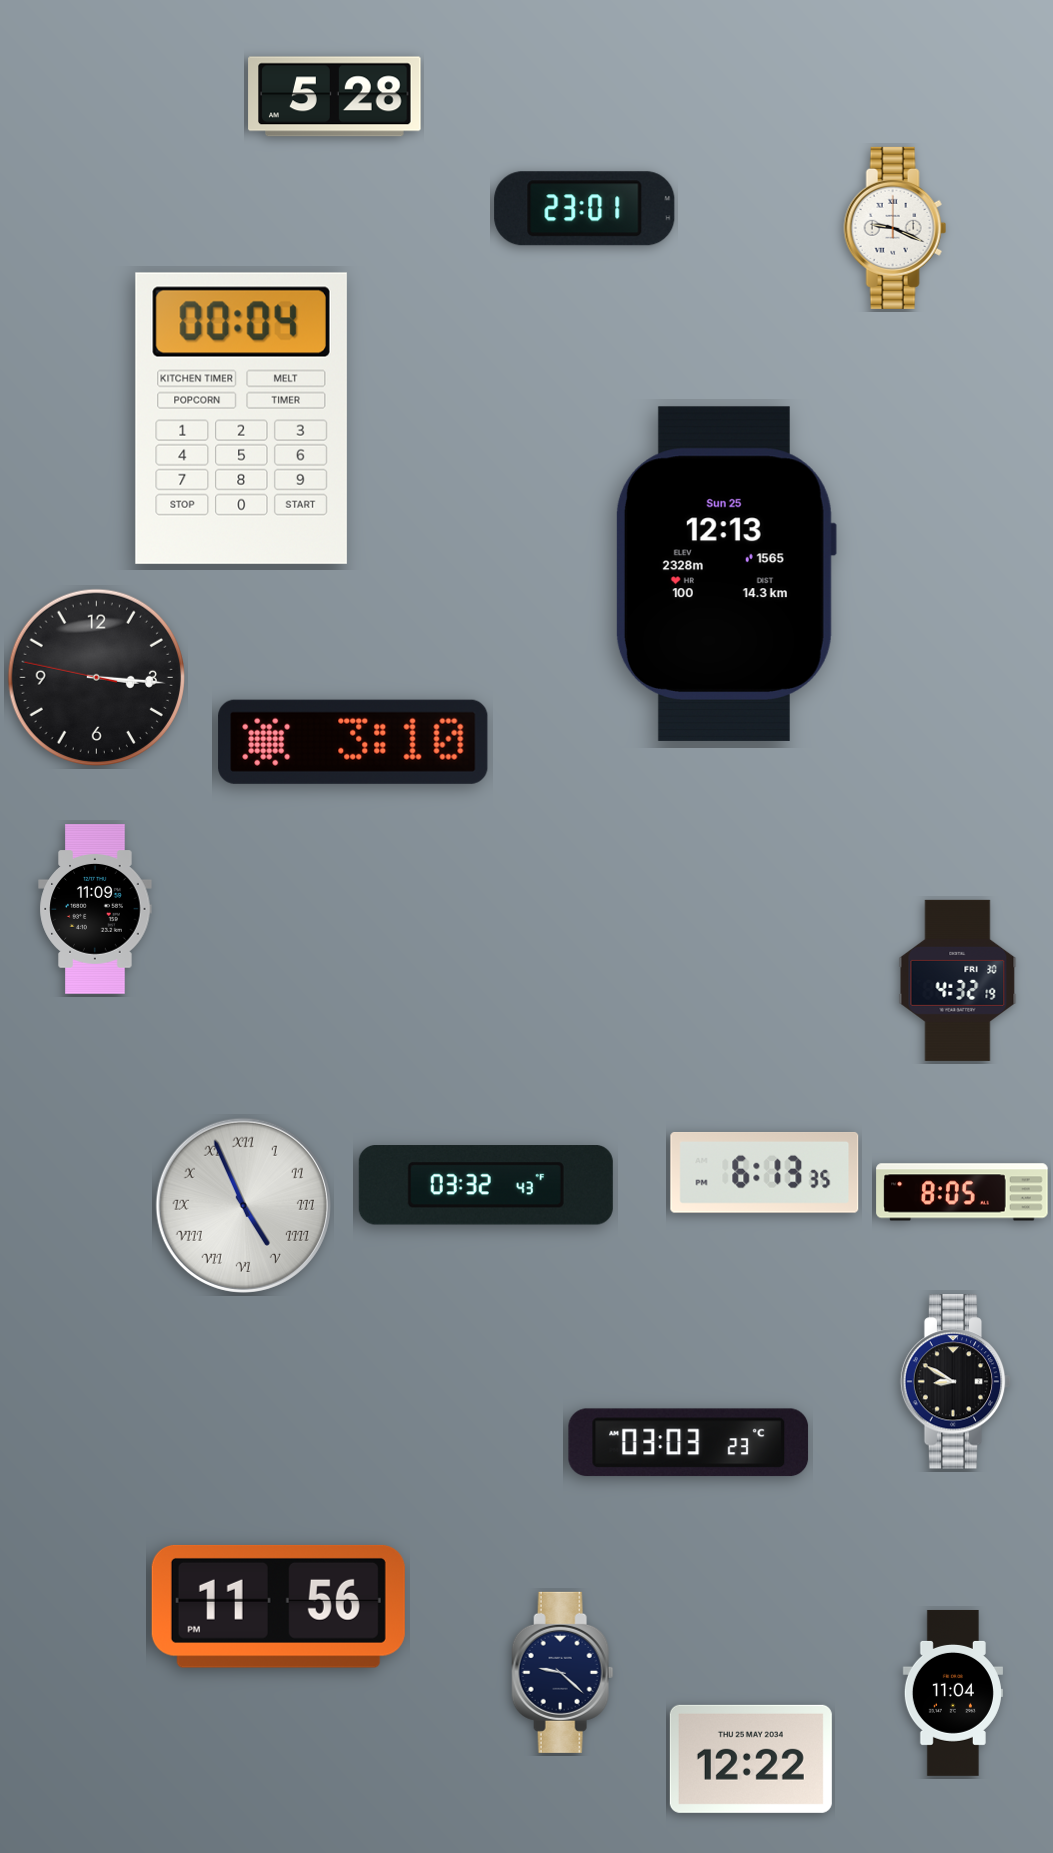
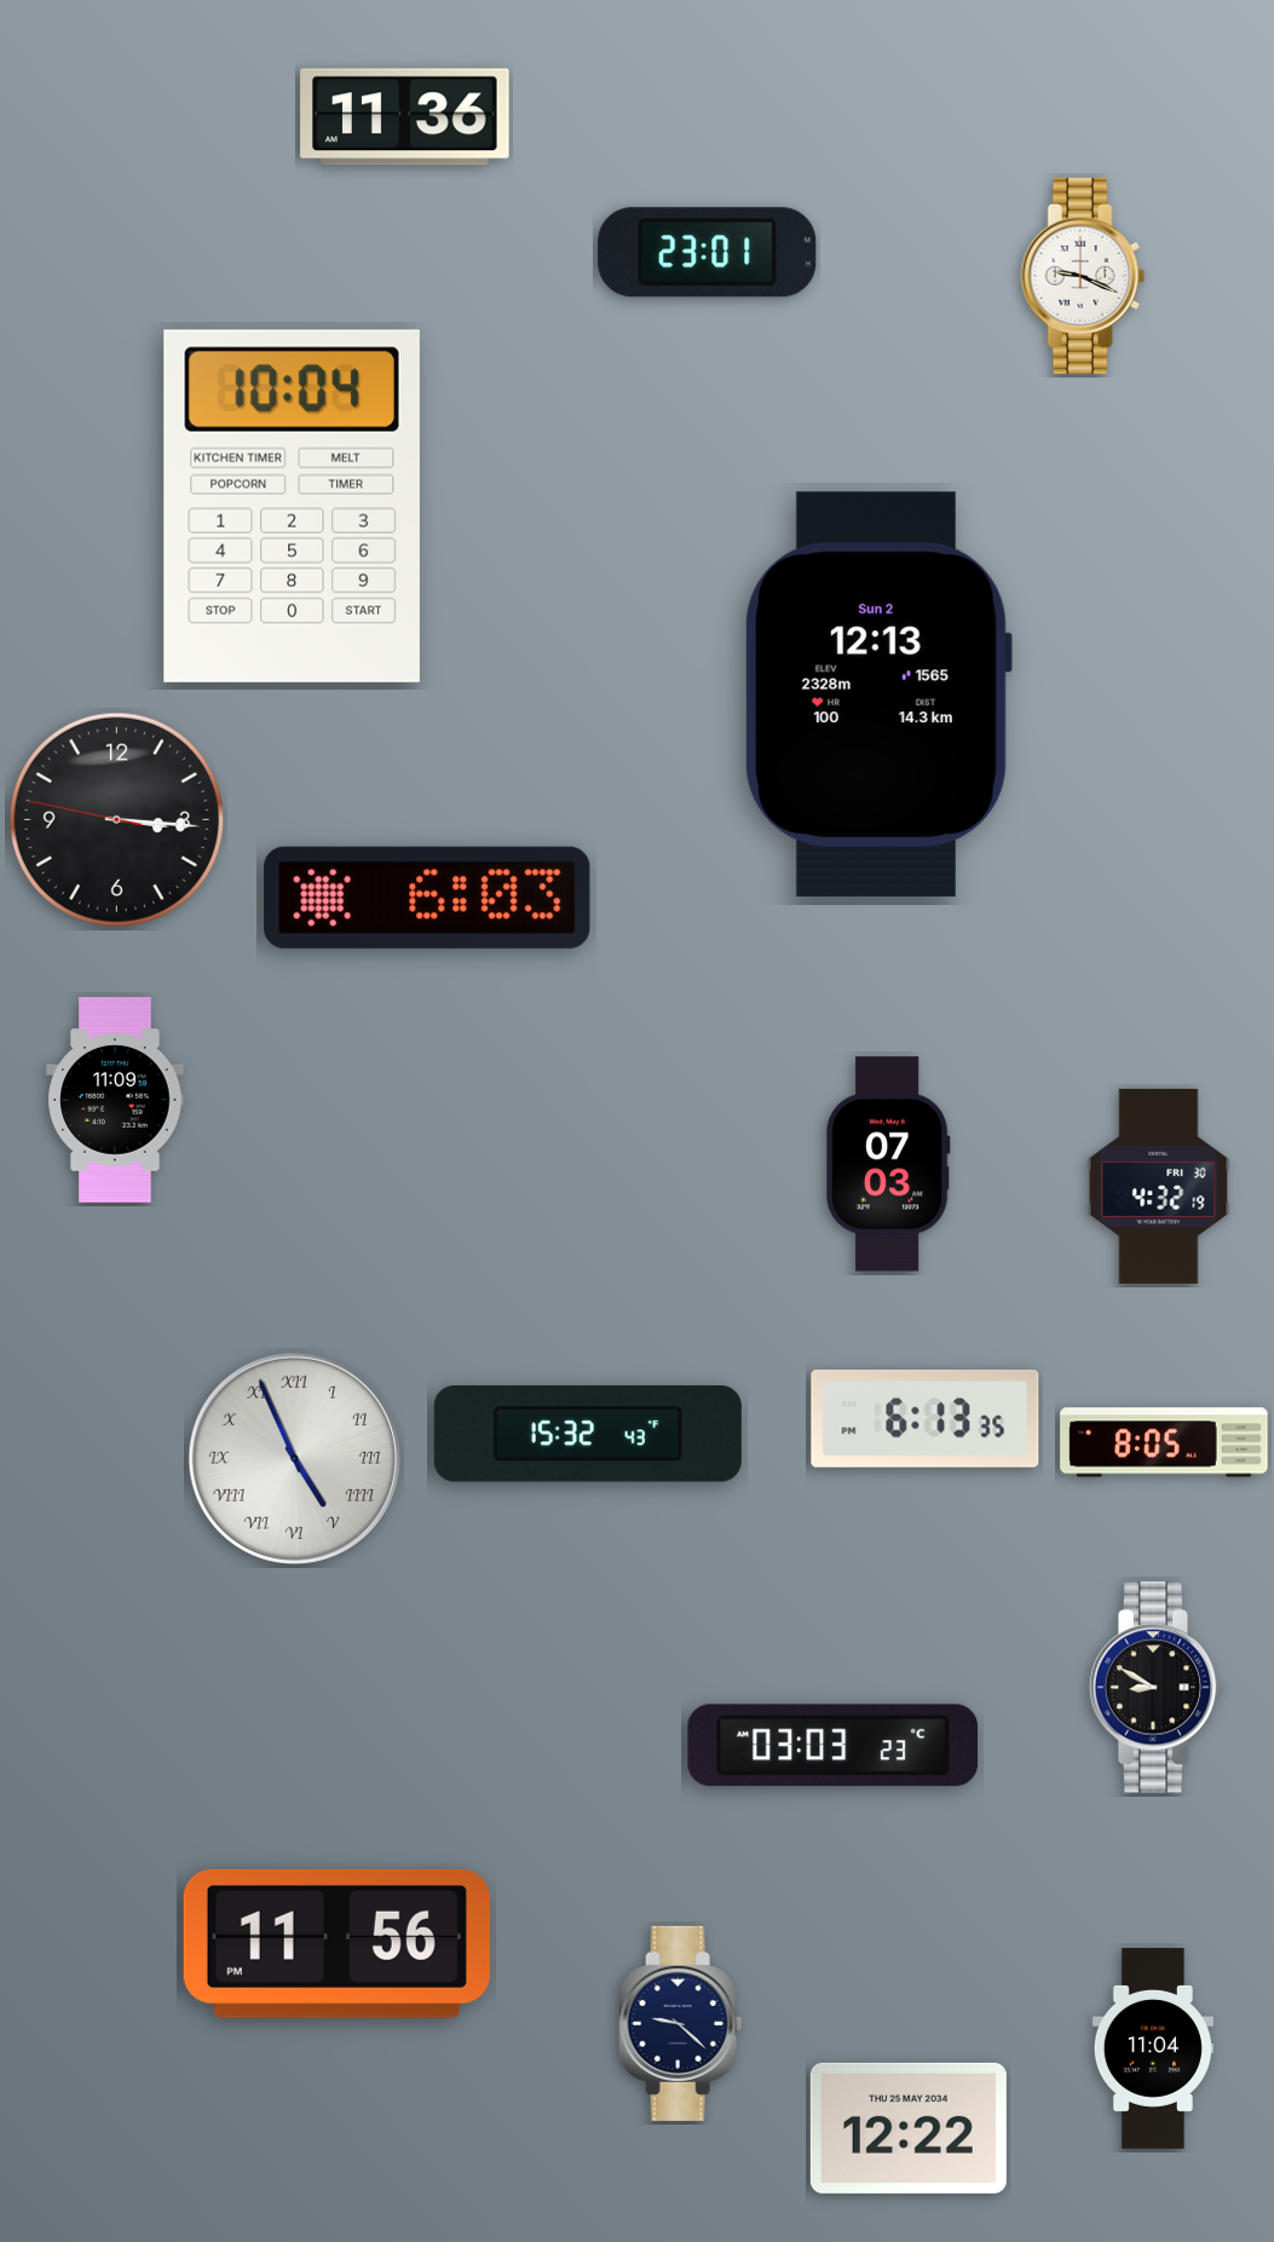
clock at (335, 97): 5:28 -> 11:36
clock at (241, 418): 00:04 -> 10:04
clock at (725, 574) date: Sun 25 -> Sun 2
clock at (353, 742): 3:10 -> 6:03
clock at (888, 1164): none -> 07:03
clock at (486, 1185): 03:32 -> 15:32
clock at (956, 1382) position: (956, 1382) -> (1157, 1688)
